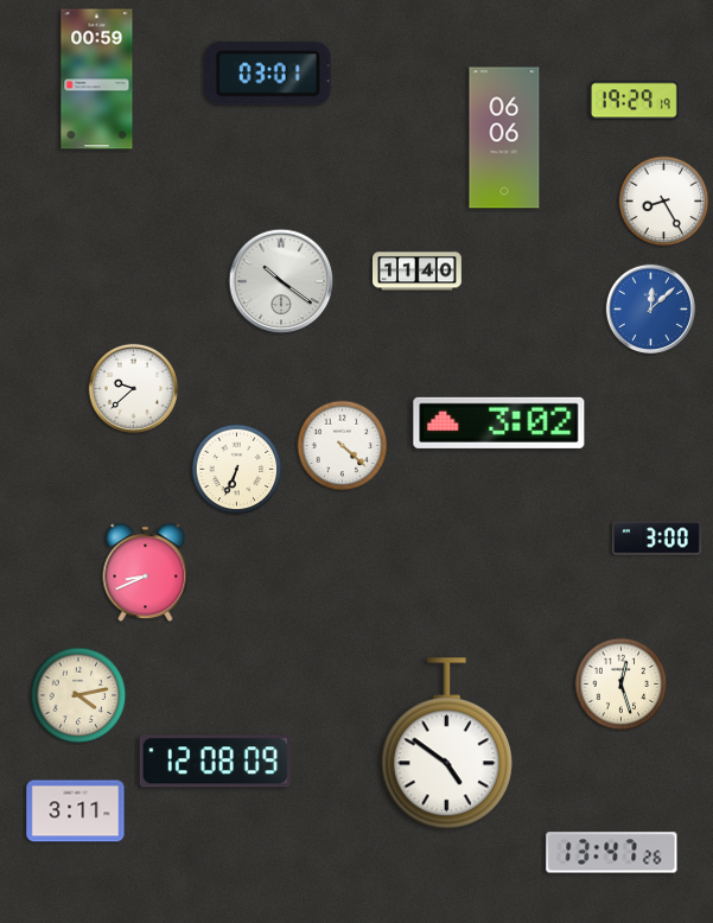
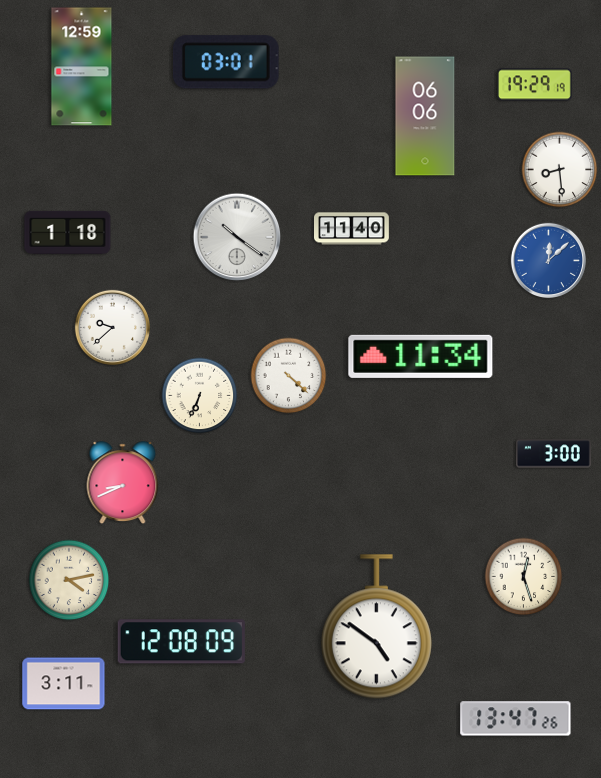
clock at (97, 79): 00:59 -> 12:59
clock at (664, 202): 8:25 -> 8:29
clock at (68, 232): none -> 1:18
clock at (499, 422): 3:02 -> 11:34
clock at (78, 695) position: (78, 695) -> (69, 580)
